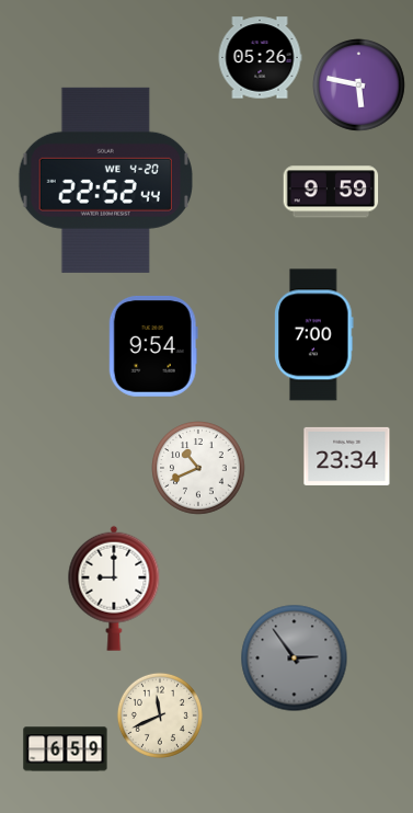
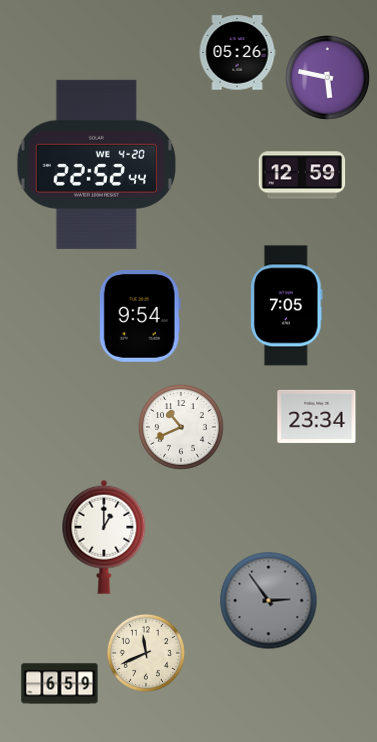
clock at (331, 192): 9:59 -> 12:59
clock at (314, 335): 7:00 -> 7:05
clock at (114, 588): 9:00 -> 1:00
